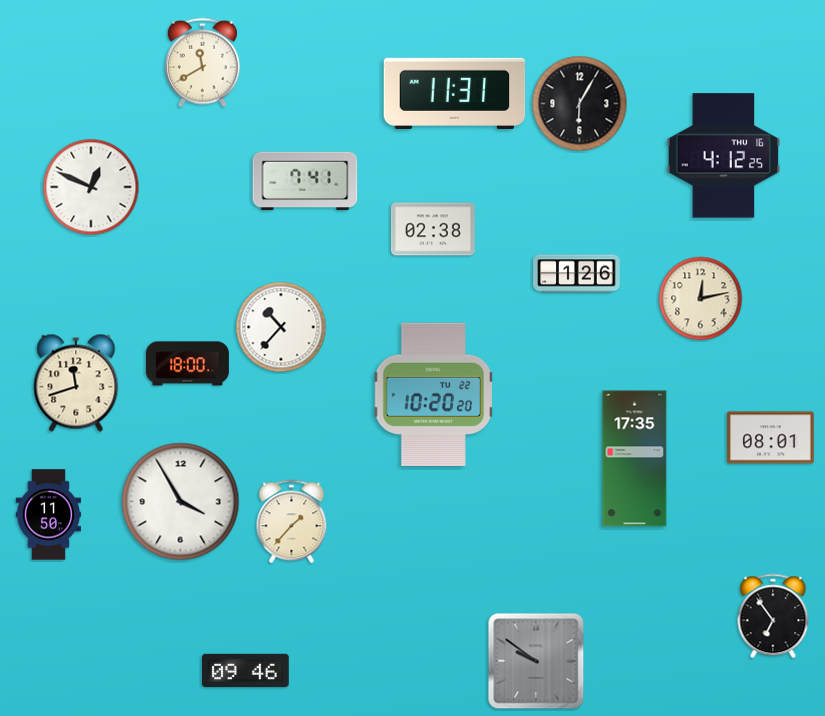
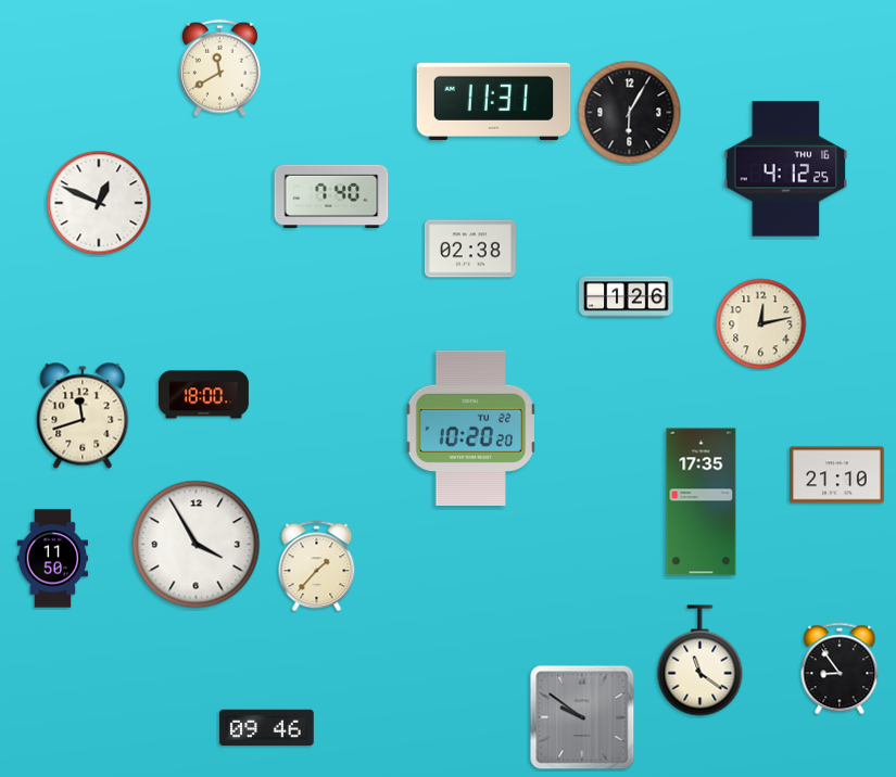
clock at (305, 181): 7:41 -> 7:40
clock at (281, 327): 10:37 -> none
clock at (771, 438): 08:01 -> 21:10
clock at (635, 459) position: (635, 459) -> (702, 502)
clock at (701, 661): none -> 11:21
clock at (773, 616): 6:54 -> 8:54
